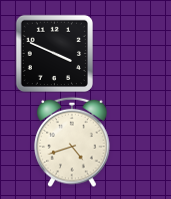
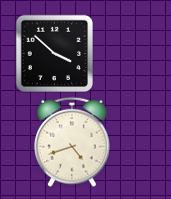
clock at (54, 53): 3:49 -> 3:52
